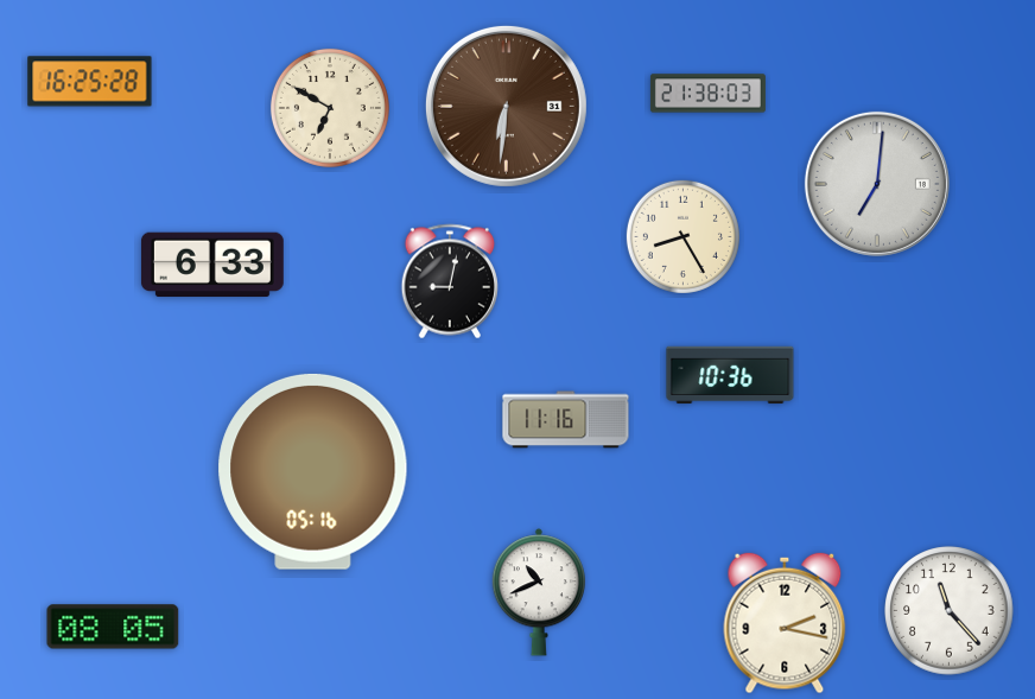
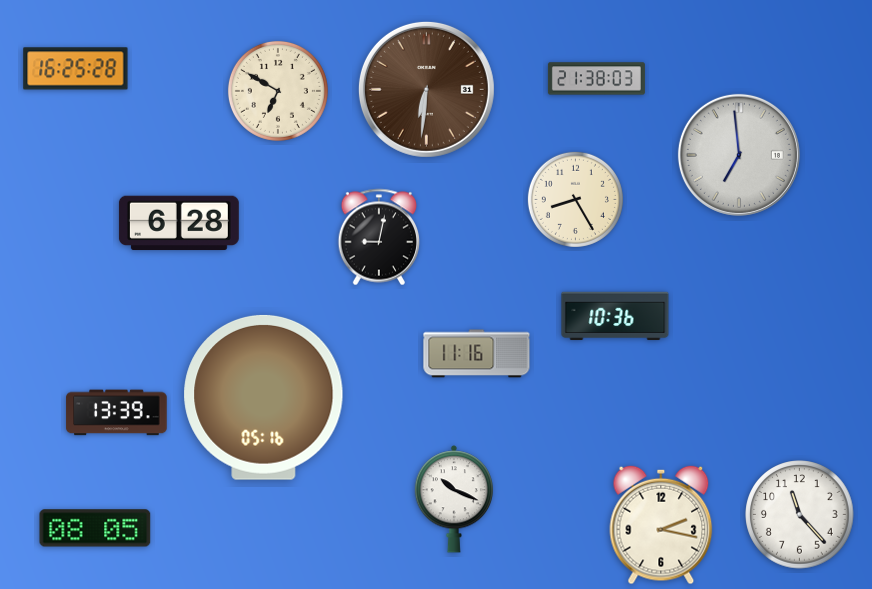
clock at (877, 184): 7:01 -> 6:59
clock at (212, 265): 6:33 -> 6:28
clock at (117, 413): none -> 13:39
clock at (539, 592): 10:41 -> 10:19
